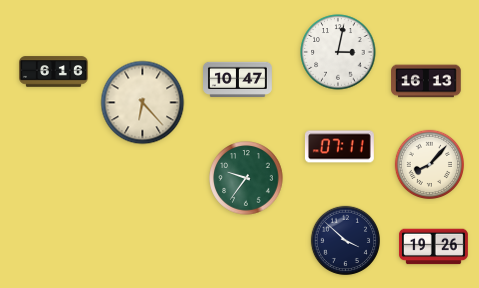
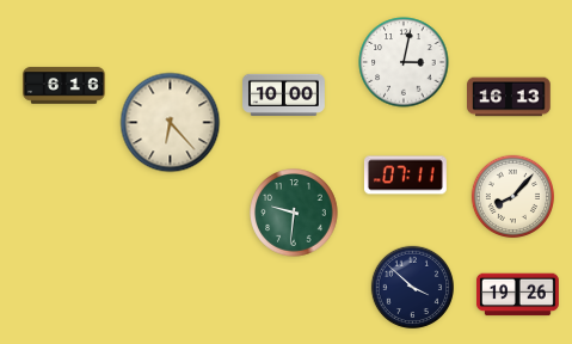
clock at (238, 79): 10:47 -> 10:00
clock at (246, 178): 9:36 -> 9:31
